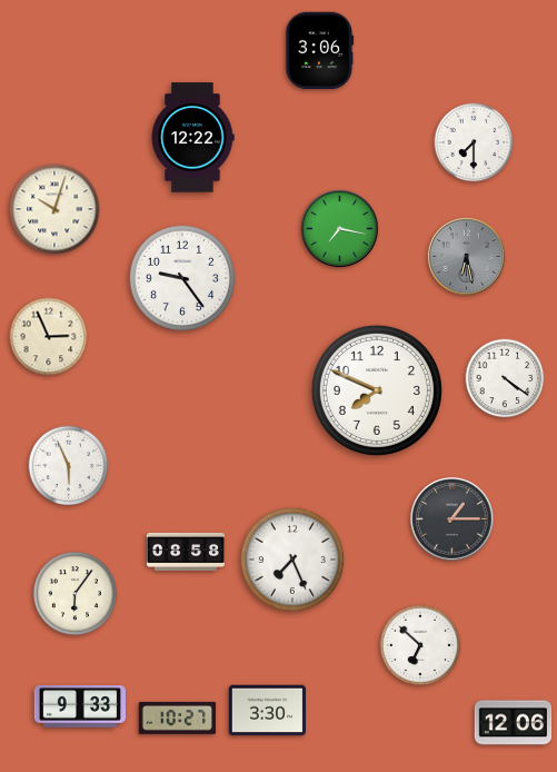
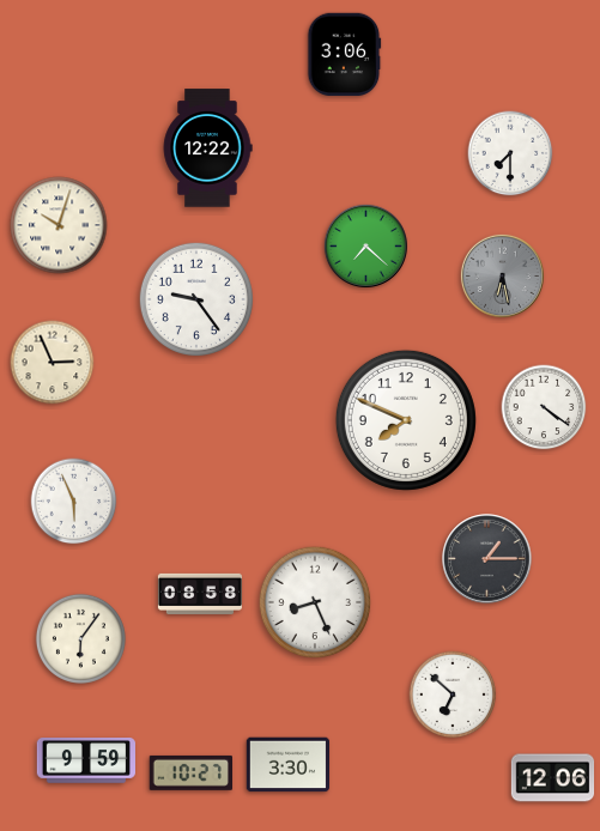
clock at (339, 228): 7:17 -> 7:22
clock at (292, 560): 7:26 -> 8:26
clock at (79, 706): 9:33 -> 9:59
